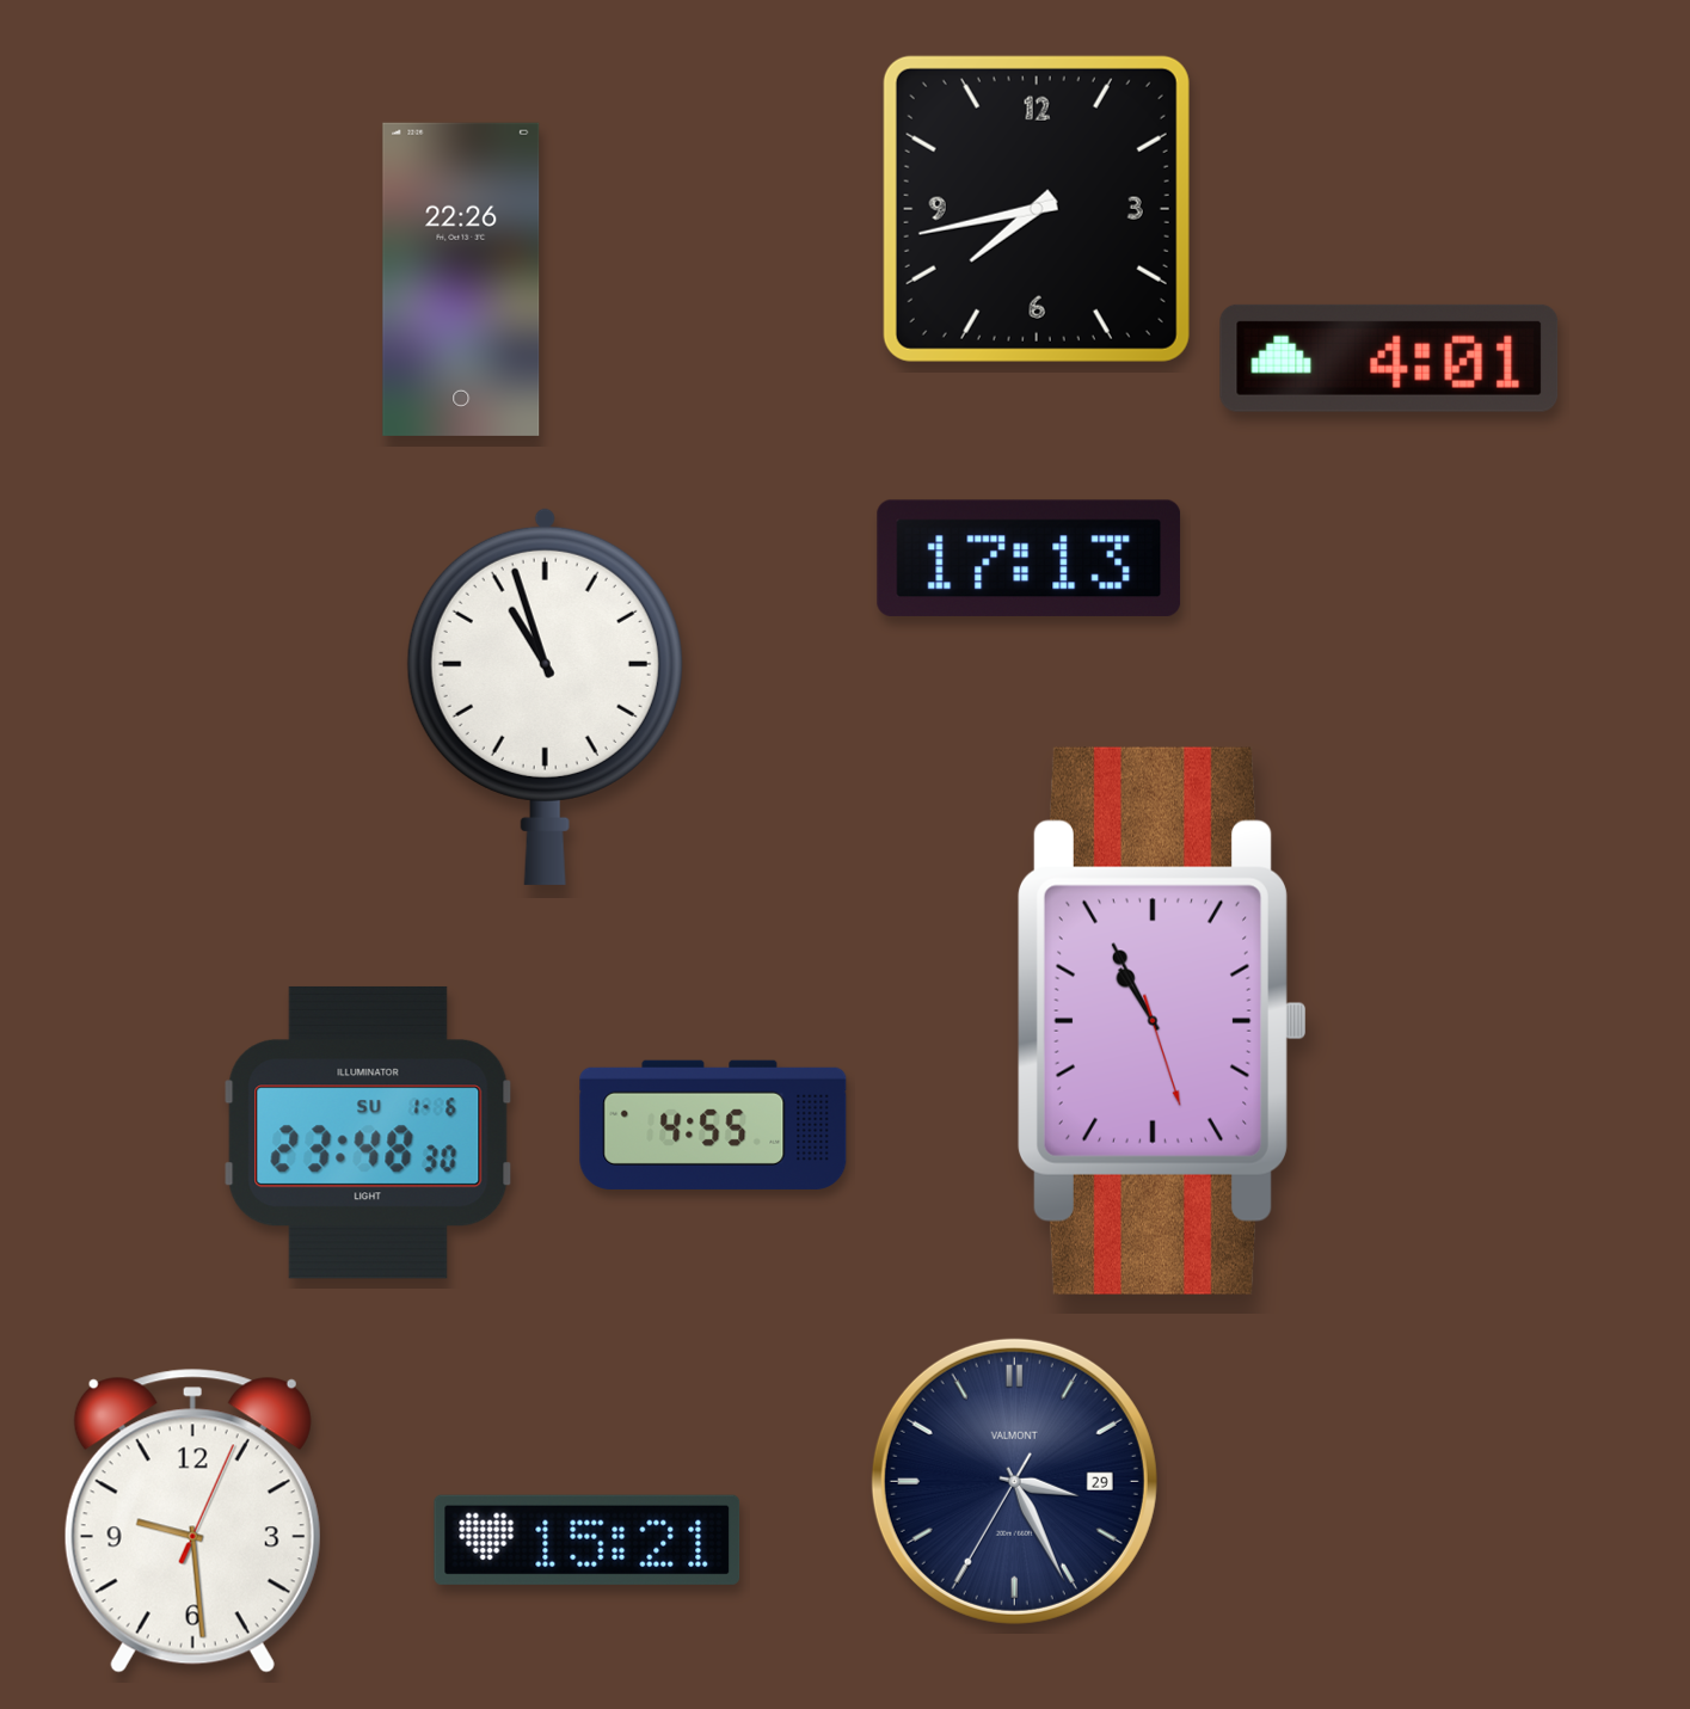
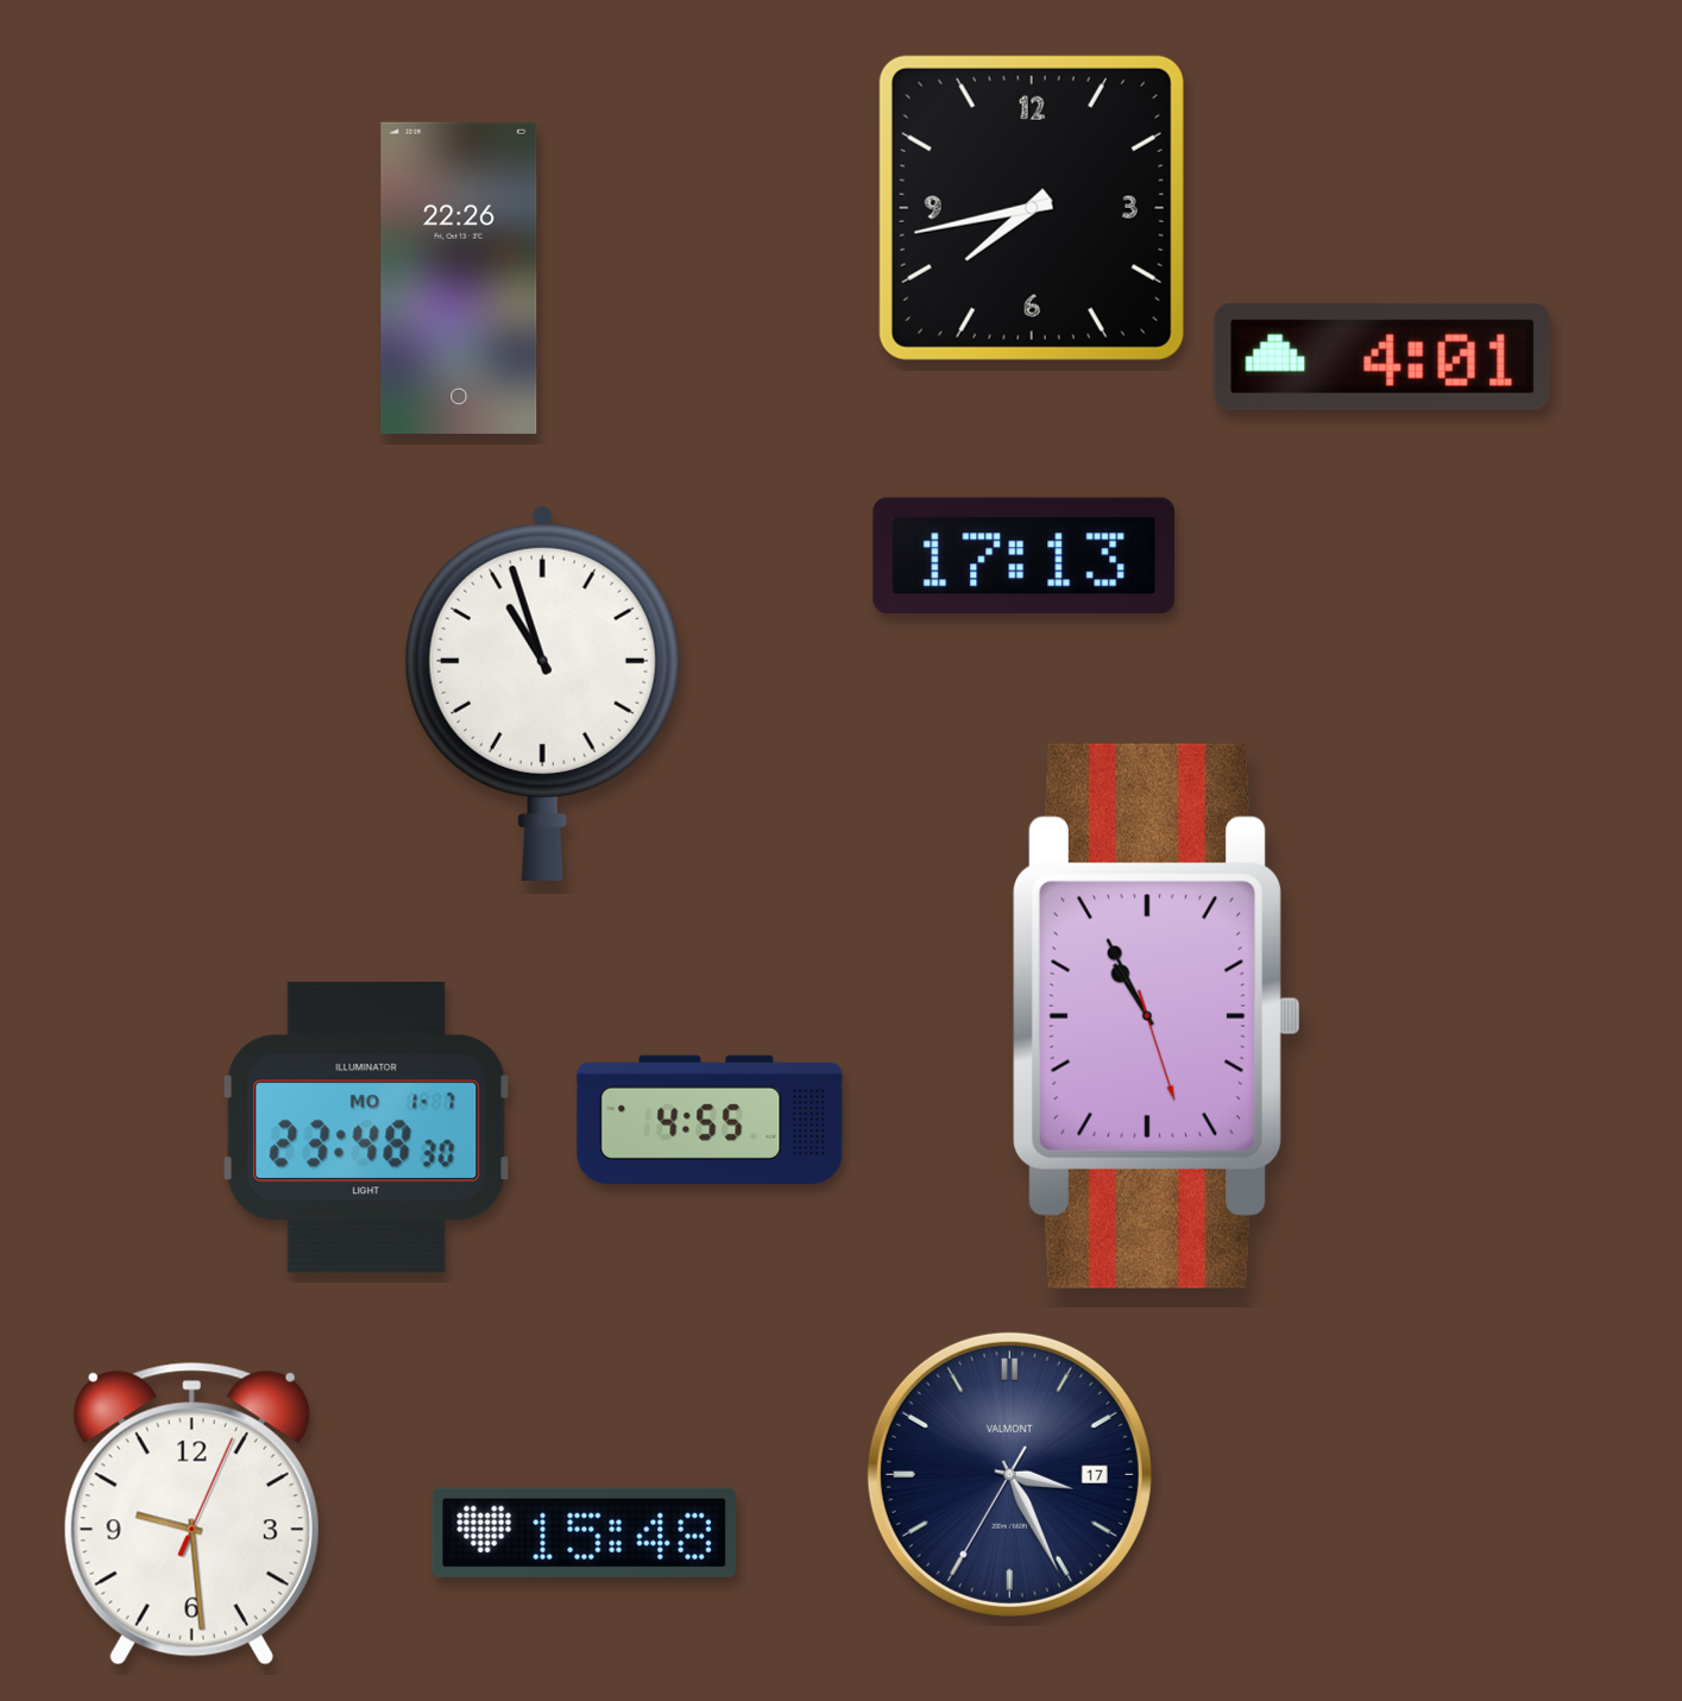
clock at (368, 1132) date: SU 1-6 -> MO 1-7
clock at (1014, 1481) date: 29 -> 17
clock at (588, 1539): 15:21 -> 15:48
